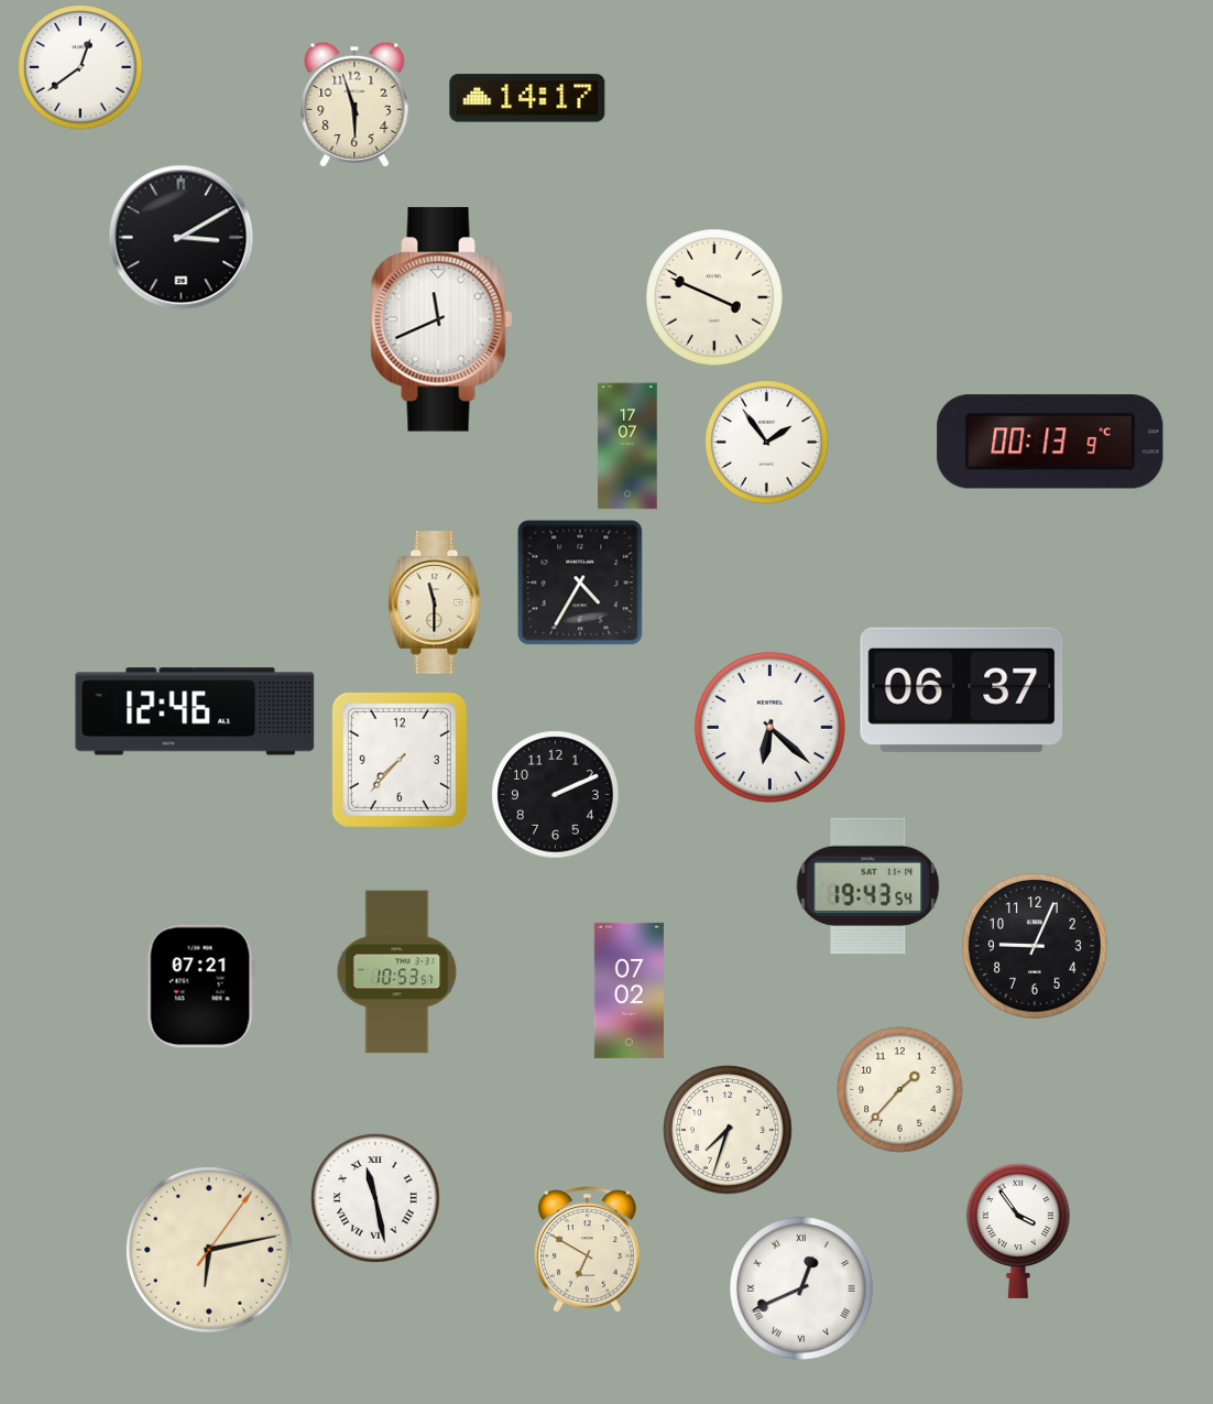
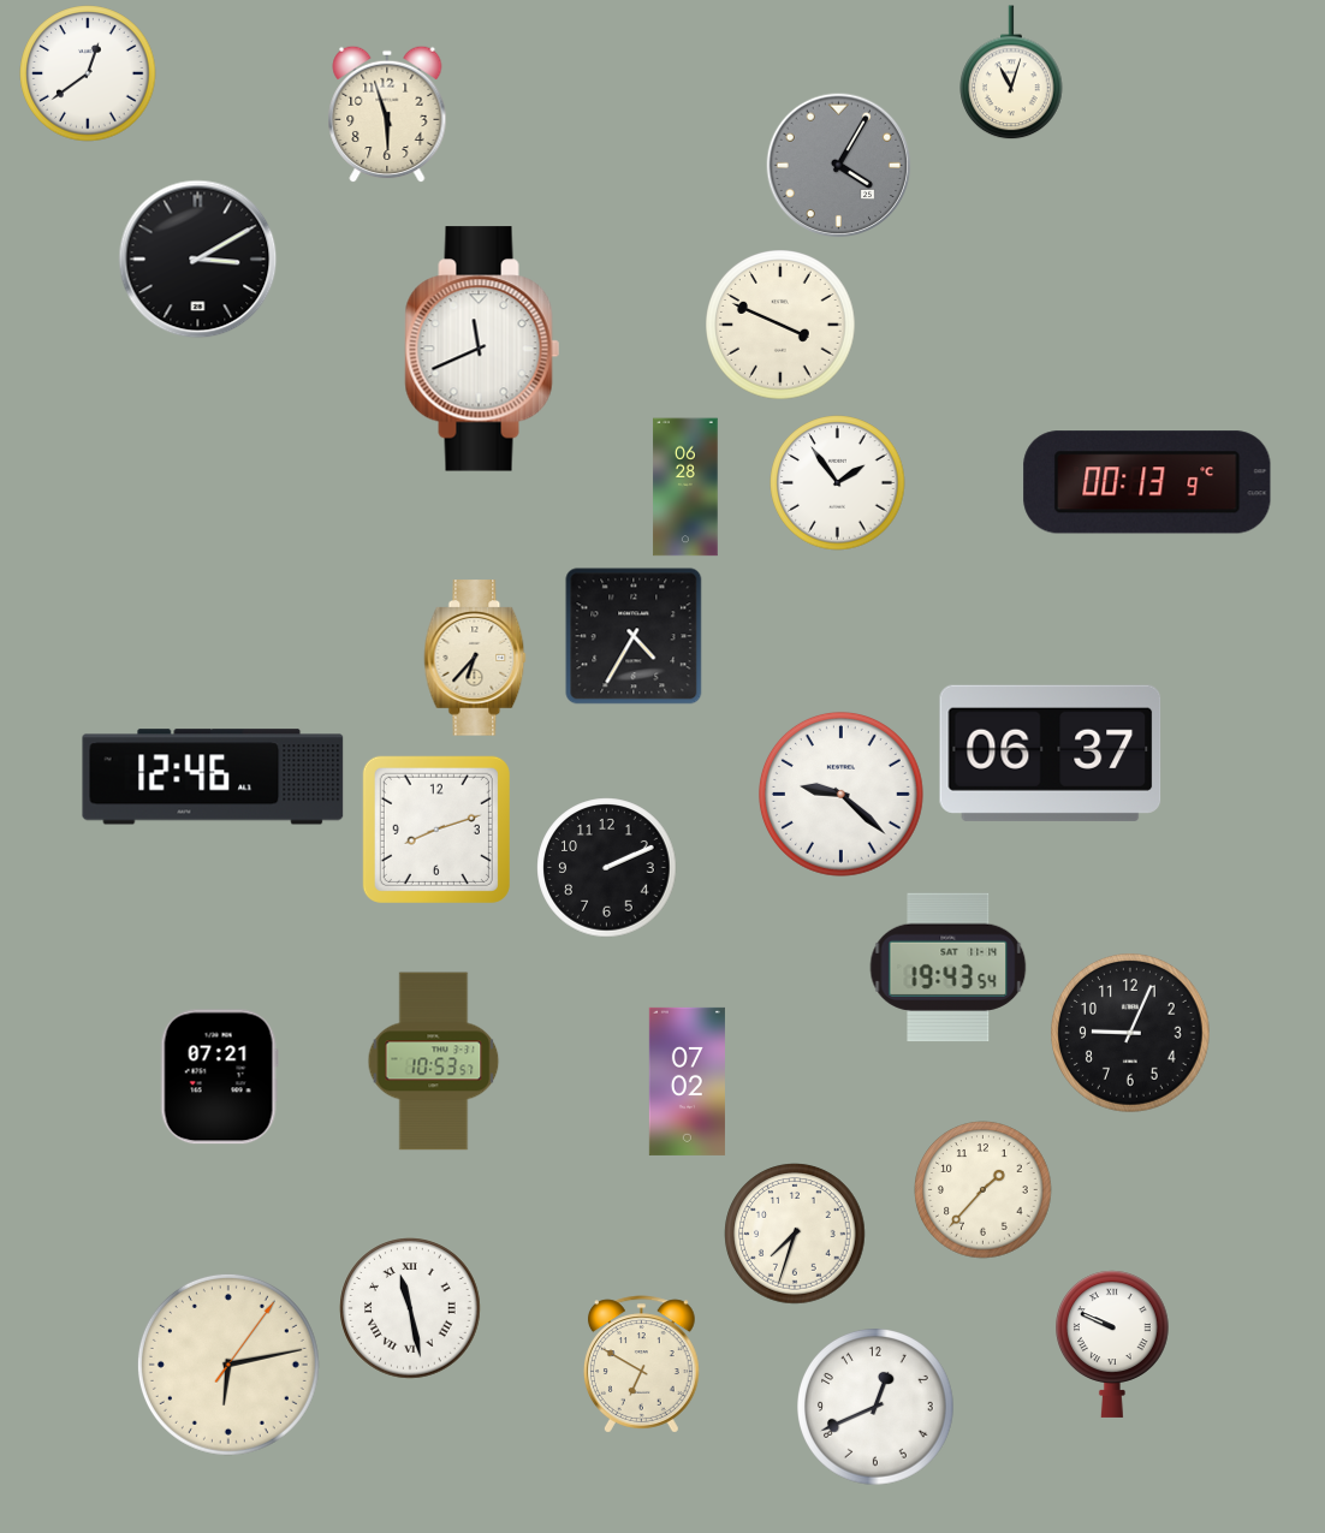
clock at (1011, 73): none -> 11:03
clock at (527, 98): 14:17 -> none
clock at (839, 166): none -> 4:05
clock at (627, 446): 17:07 -> 06:28
clock at (435, 602): 11:30 -> 6:37
clock at (771, 728): 6:22 -> 9:22
clock at (400, 760): 7:37 -> 8:12
clock at (1019, 1231): 3:54 -> 9:49
clock at (802, 1289) numerals: Roman -> Arabic
